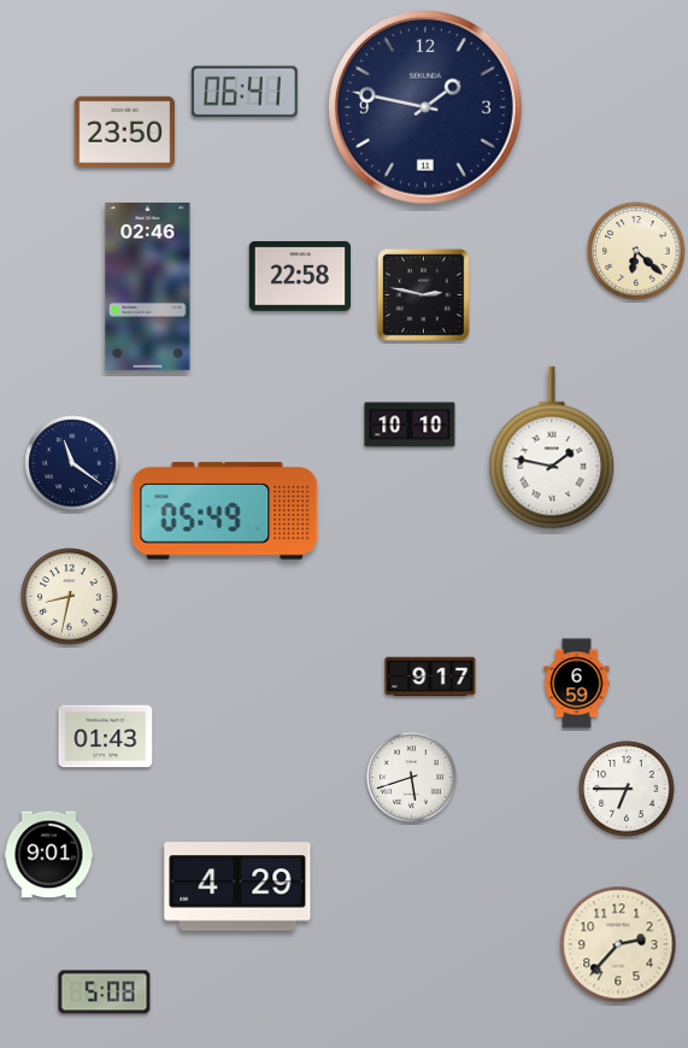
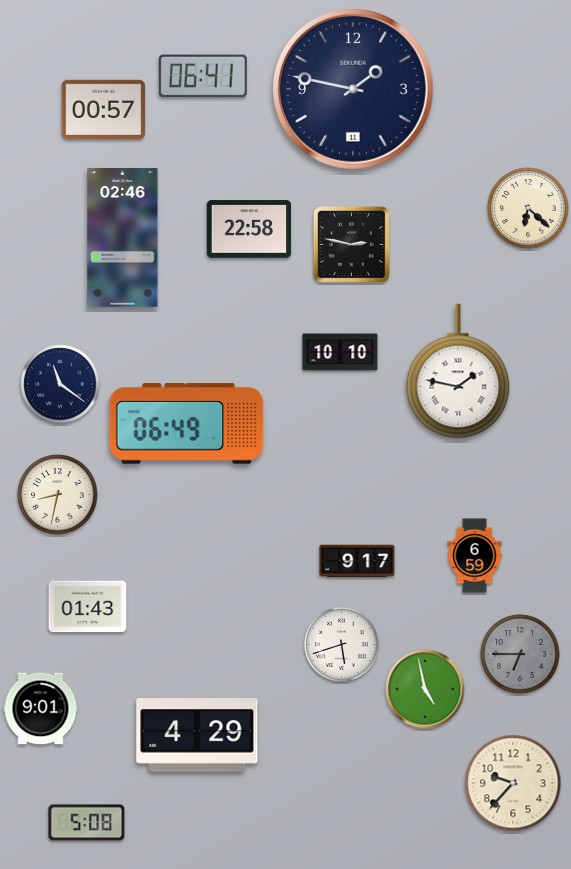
clock at (125, 131): 23:50 -> 00:57
clock at (225, 511): 05:49 -> 06:49
clock at (577, 684) position: (577, 684) -> (475, 556)
clock at (106, 737) position: (106, 737) -> (88, 607)
clock at (627, 789) dial: white -> grey
clock at (425, 689): none -> 4:58
clock at (618, 944): 2:37 -> 9:37
